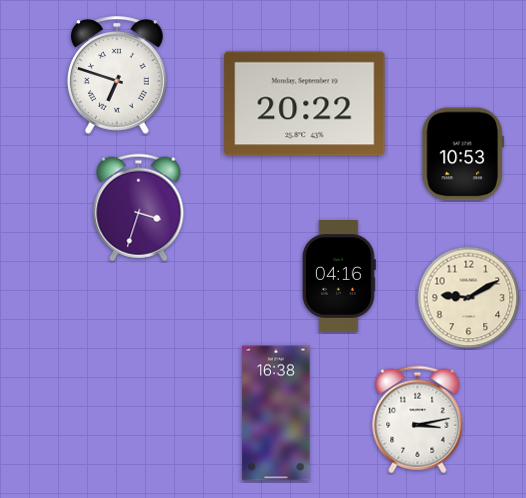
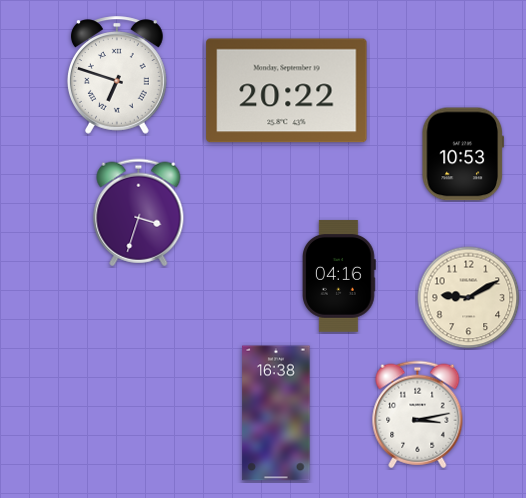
clock at (305, 104) position: (305, 104) -> (287, 91)
clock at (139, 208) position: (139, 208) -> (139, 213)
clock at (418, 420) position: (418, 420) -> (418, 415)
